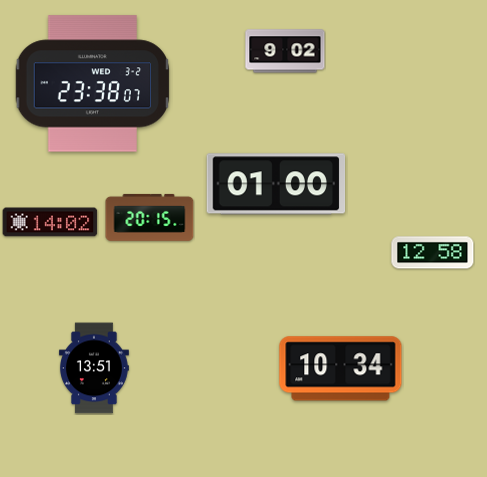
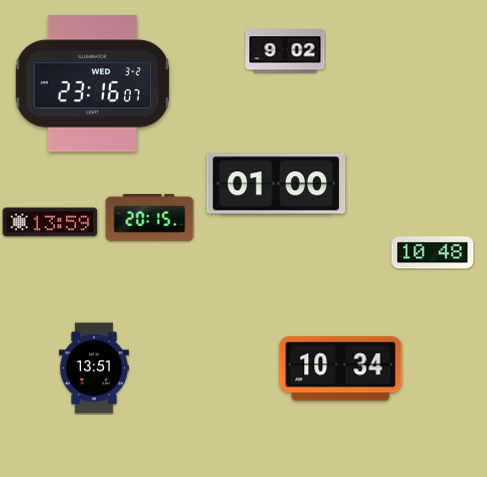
clock at (93, 84): 23:38 -> 23:16
clock at (50, 222): 14:02 -> 13:59
clock at (433, 253): 12:58 -> 10:48
